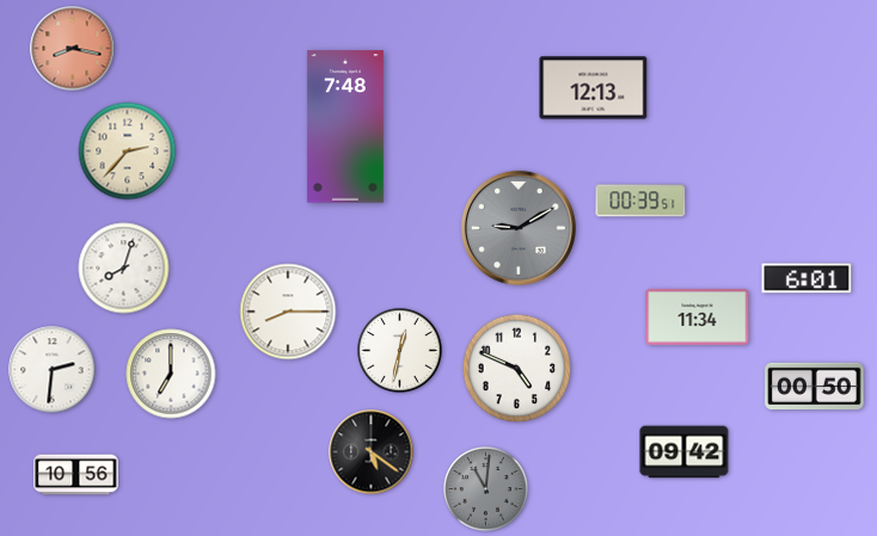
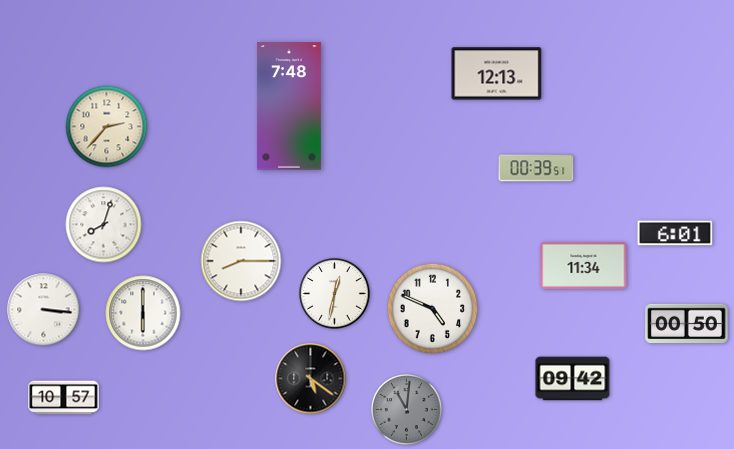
clock at (73, 49): 8:17 -> none
clock at (519, 228): 9:10 -> none
clock at (53, 370): 2:31 -> 3:16
clock at (171, 374): 7:00 -> 6:00
clock at (815, 387) position: (815, 387) -> (687, 324)
clock at (76, 475): 10:56 -> 10:57
